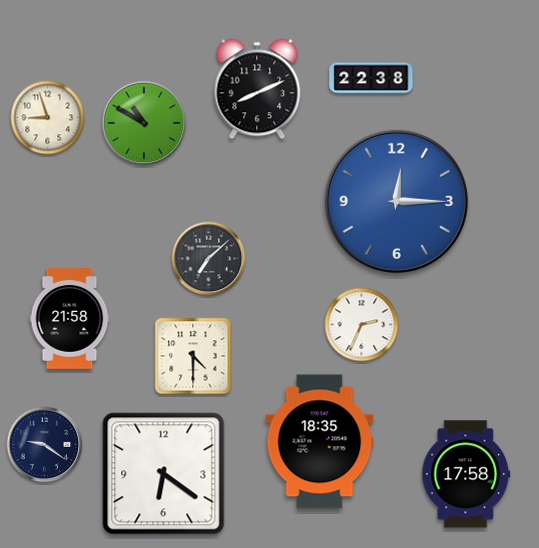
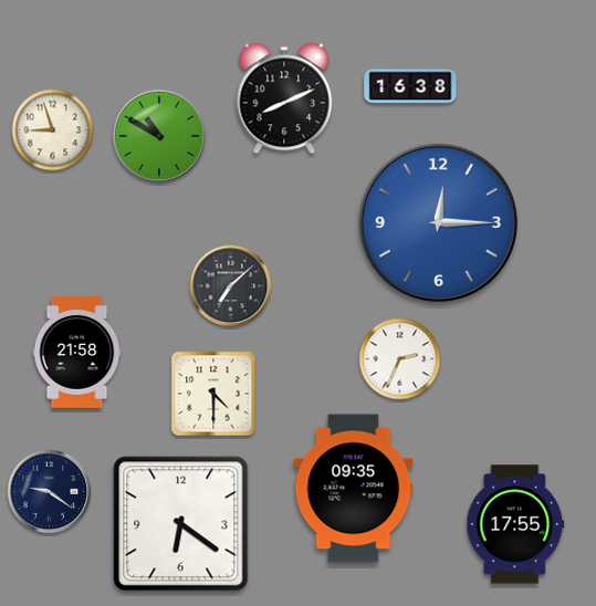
clock at (371, 78): 22:38 -> 16:38
clock at (320, 442): 18:35 -> 09:35
clock at (466, 474): 17:58 -> 17:55
